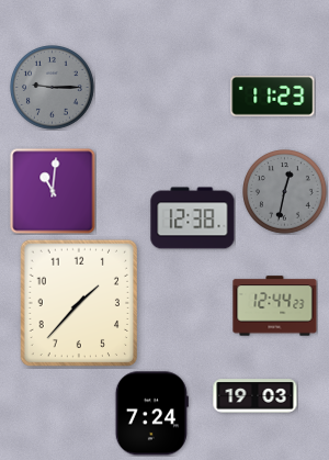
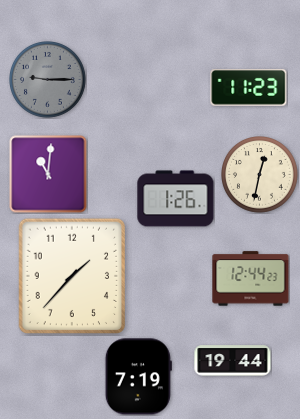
clock at (285, 192) dial: grey -> cream
clock at (193, 218): 12:38 -> 1:26
clock at (256, 396): 19:03 -> 19:44
clock at (151, 414): 7:24 -> 7:19
